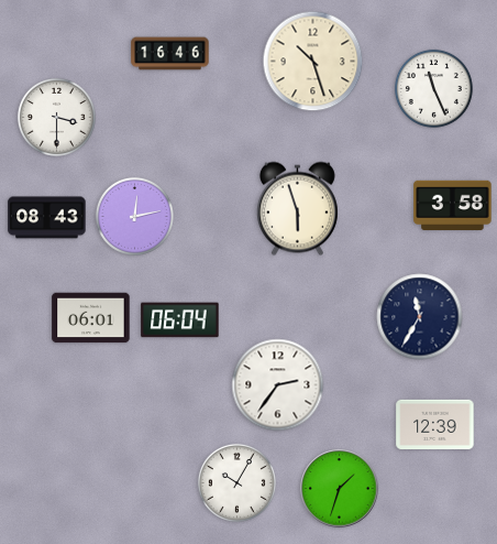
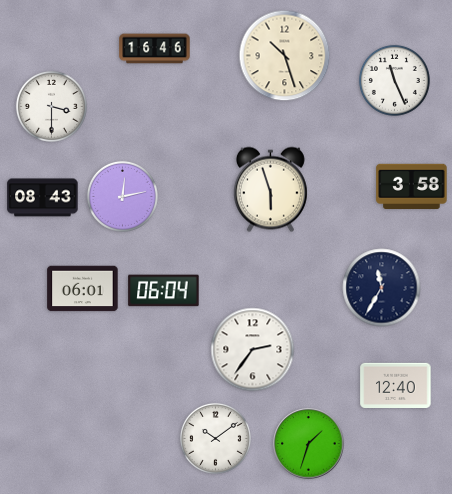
clock at (435, 424): 12:39 -> 12:40
clock at (236, 482): 10:05 -> 10:09
